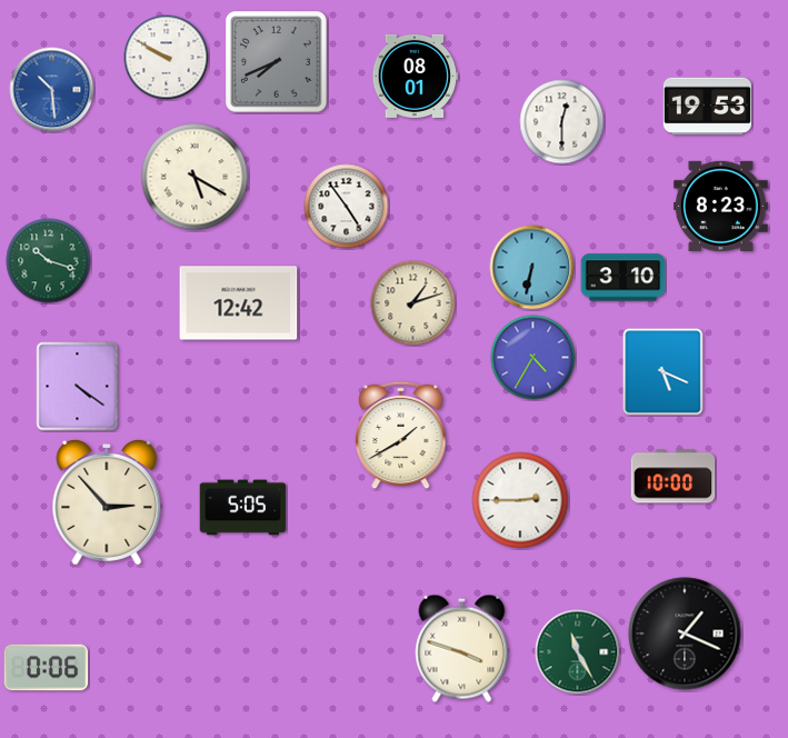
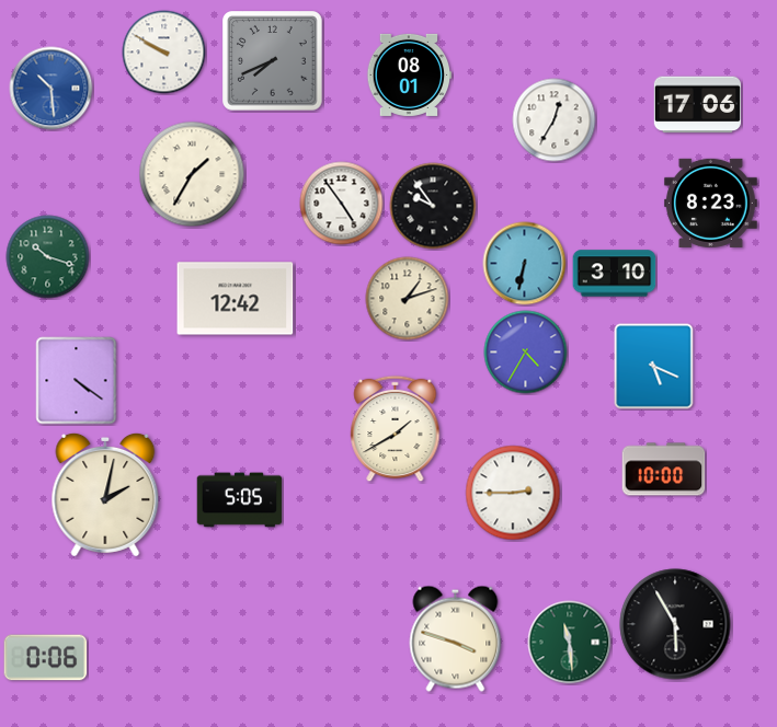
clock at (167, 58) position: (167, 58) -> (164, 53)
clock at (707, 107): 19:53 -> 17:06
clock at (562, 122): 12:30 -> 12:35
clock at (194, 177): 5:20 -> 1:35
clock at (433, 206): none -> 9:54
clock at (107, 502): 2:53 -> 2:02
clock at (685, 634): 1:19 -> 5:55
clock at (578, 652): 11:25 -> 11:29
